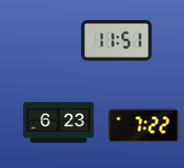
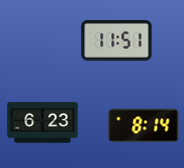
clock at (59, 123) position: (59, 123) -> (43, 123)
clock at (144, 126): 7:22 -> 8:14
